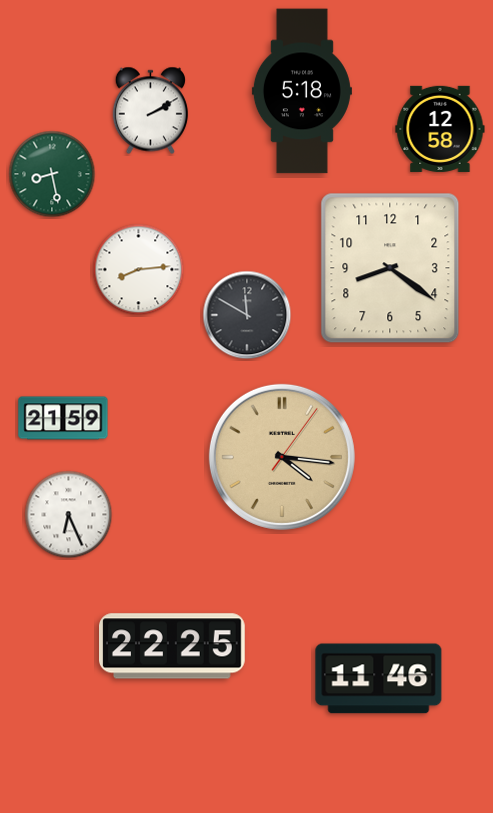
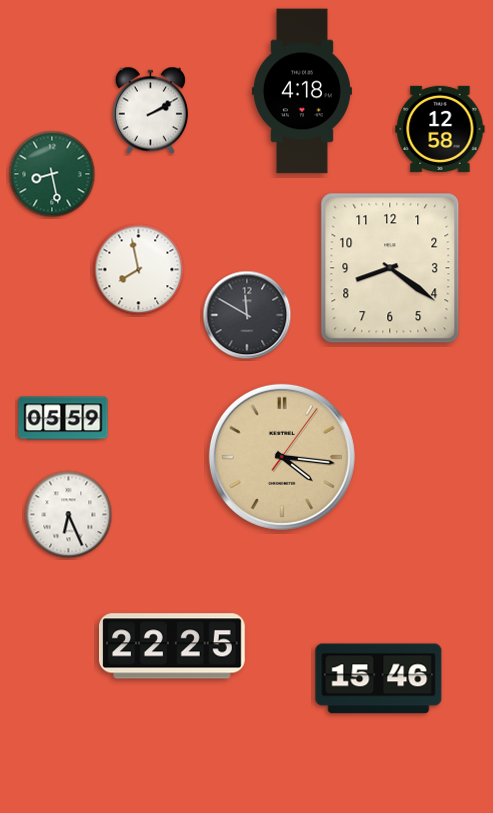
clock at (302, 91): 5:18 -> 4:18
clock at (139, 270): 8:14 -> 7:58
clock at (63, 418): 21:59 -> 05:59
clock at (379, 679): 11:46 -> 15:46
